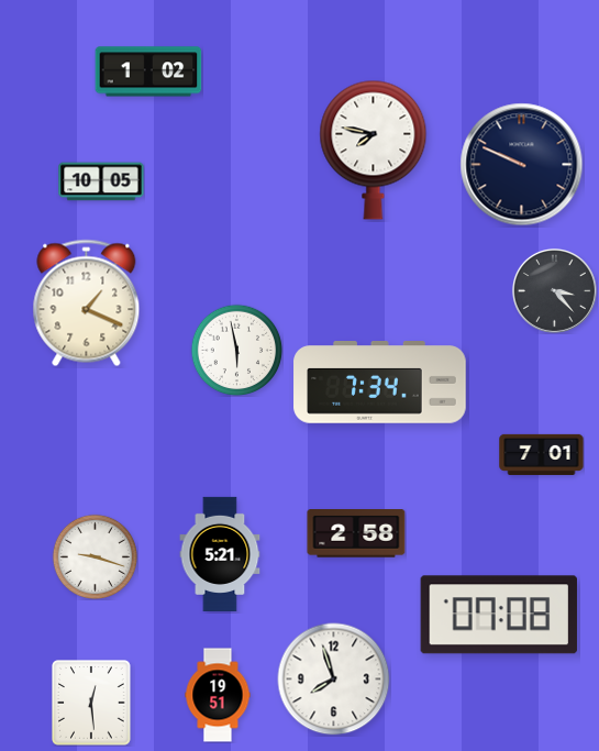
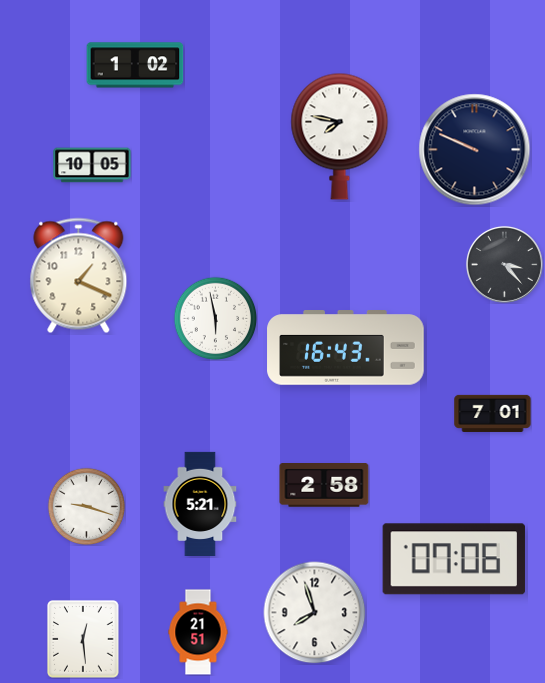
clock at (380, 383): 7:34 -> 16:43
clock at (499, 615): 07:08 -> 07:06
clock at (334, 680) position: (334, 680) -> (315, 613)
clock at (218, 695): 19:51 -> 21:51
